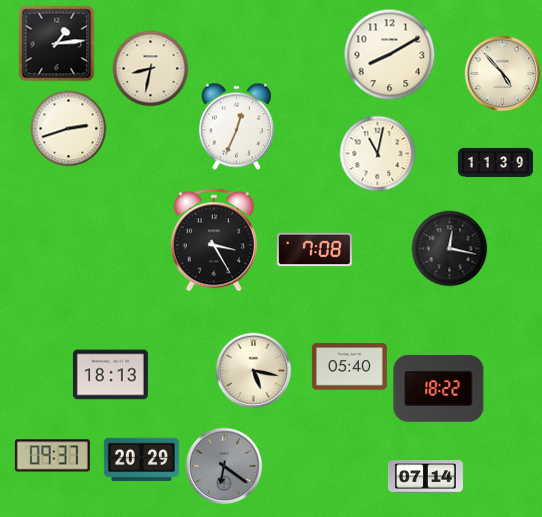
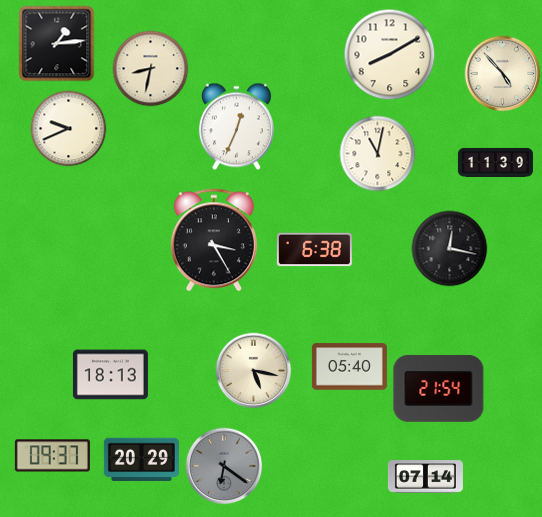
clock at (69, 129): 2:42 -> 9:41
clock at (314, 250): 7:08 -> 6:38
clock at (439, 388): 18:22 -> 21:54
